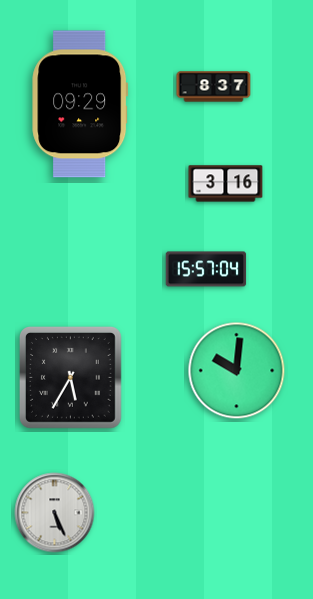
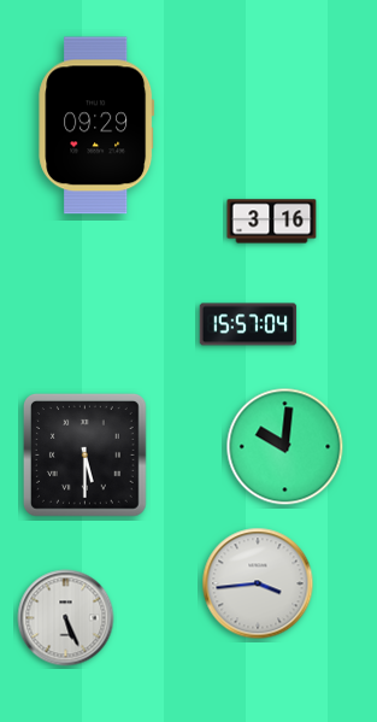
clock at (214, 87): 8:37 -> none
clock at (71, 378): 5:35 -> 5:30
clock at (258, 583): none -> 3:44
